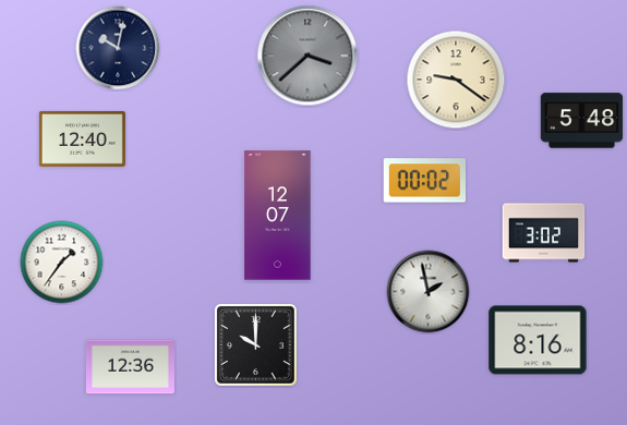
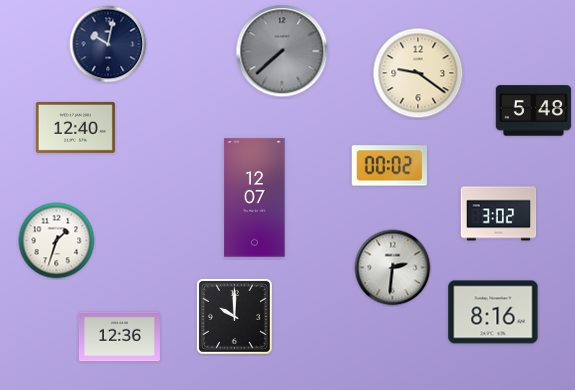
clock at (308, 56): 3:38 -> 7:38
clock at (62, 263): 1:36 -> 1:33
clock at (429, 292): 1:58 -> 2:31
